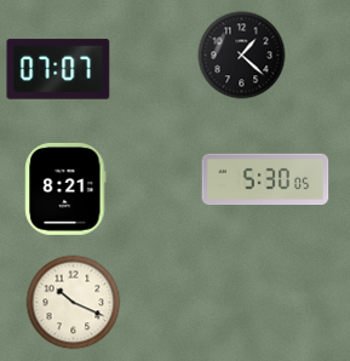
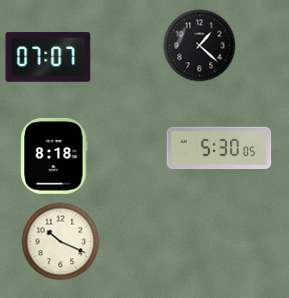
clock at (65, 189): 8:21 -> 8:18
clock at (74, 303) position: (74, 303) -> (61, 242)
